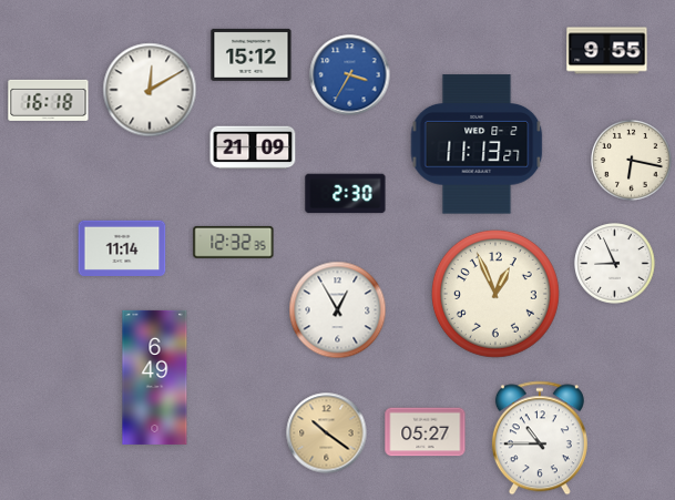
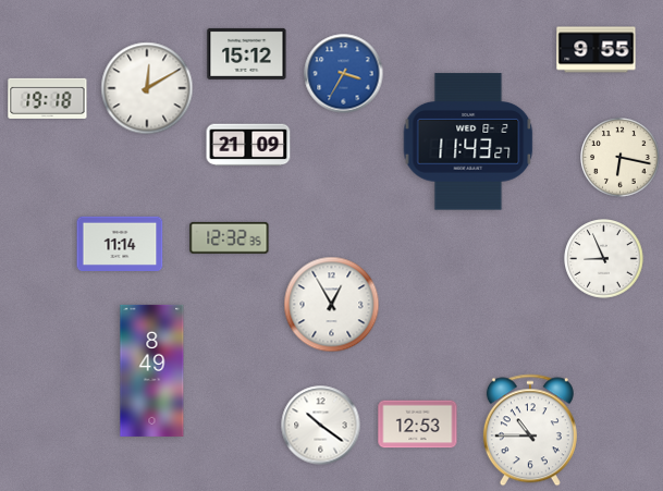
clock at (49, 100): 16:18 -> 19:18
clock at (477, 144): 11:13 -> 11:43
clock at (346, 194): 2:30 -> none
clock at (495, 294): 12:56 -> none
clock at (155, 377): 6:49 -> 8:49
clock at (426, 432): 05:27 -> 12:53
clock at (327, 433) dial: champagne -> white
